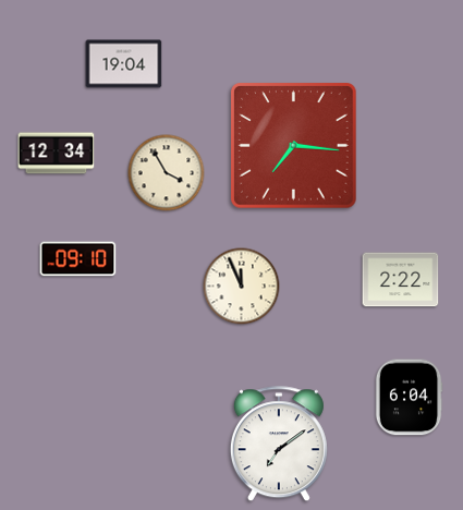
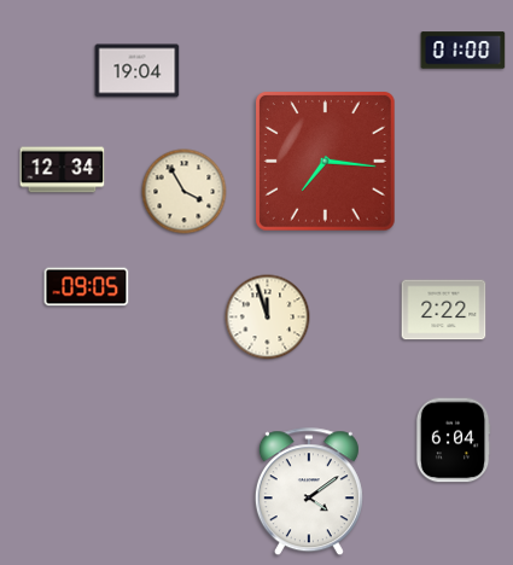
clock at (464, 51): none -> 01:00
clock at (78, 259): 09:10 -> 09:05
clock at (242, 287): 11:56 -> 11:57
clock at (279, 445): 7:09 -> 4:09
